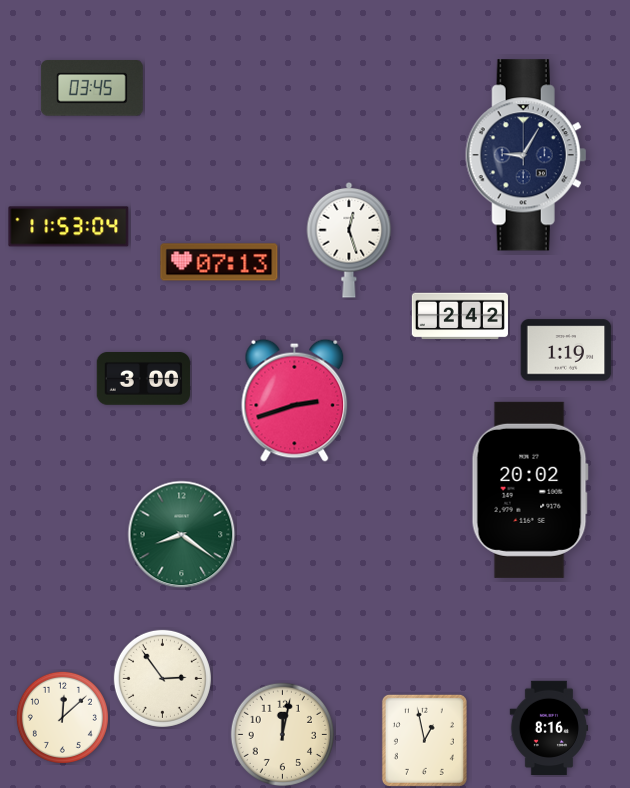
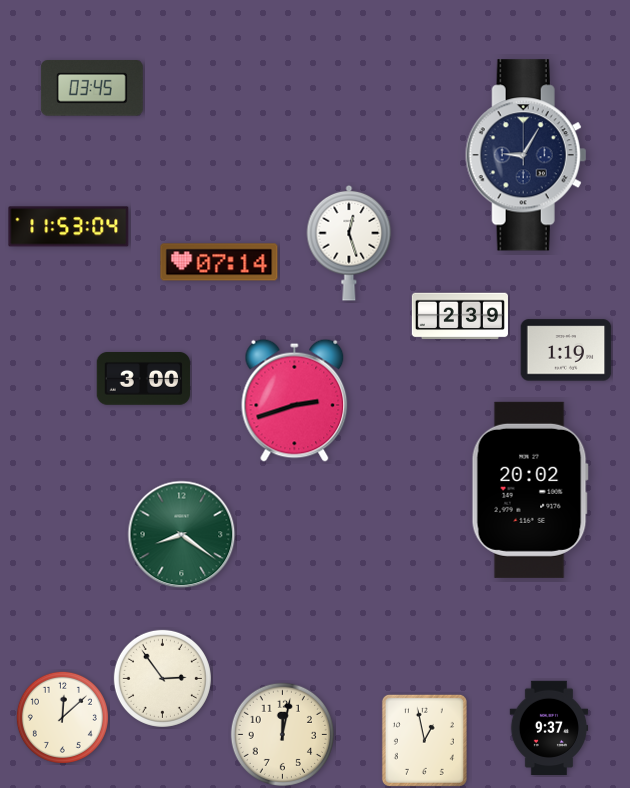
clock at (349, 240) position: (349, 240) -> (349, 243)
clock at (219, 262): 07:13 -> 07:14
clock at (460, 316): 2:42 -> 2:39
clock at (549, 728): 8:16 -> 9:37
